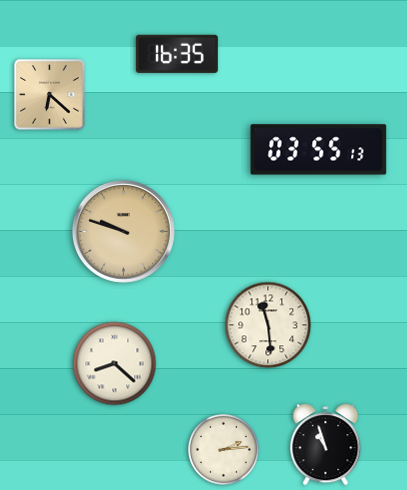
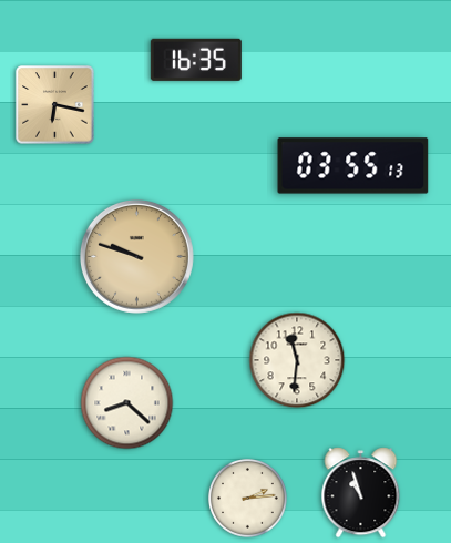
clock at (50, 95): 6:22 -> 6:17
clock at (268, 325): 11:29 -> 11:31
